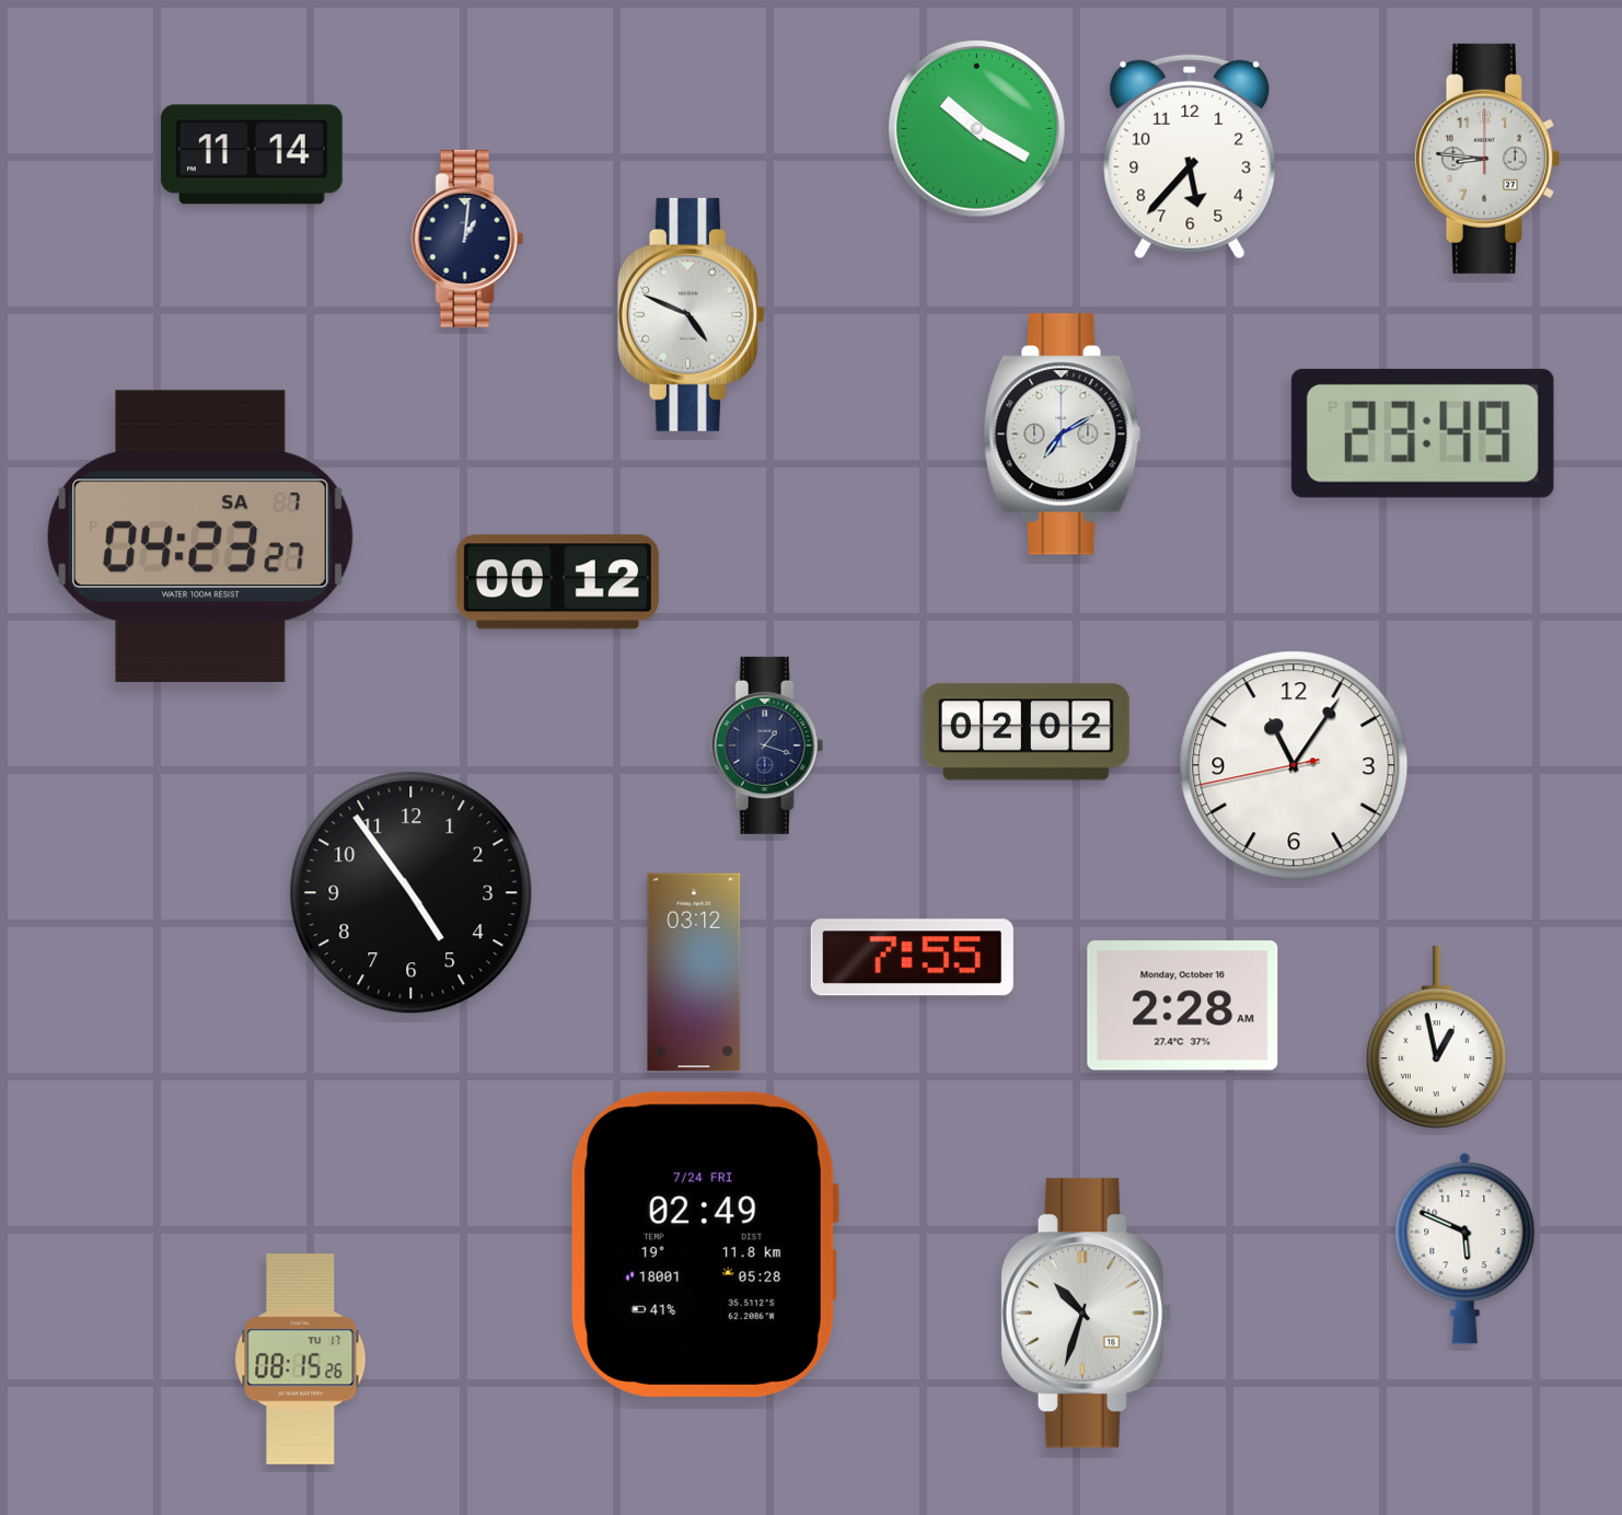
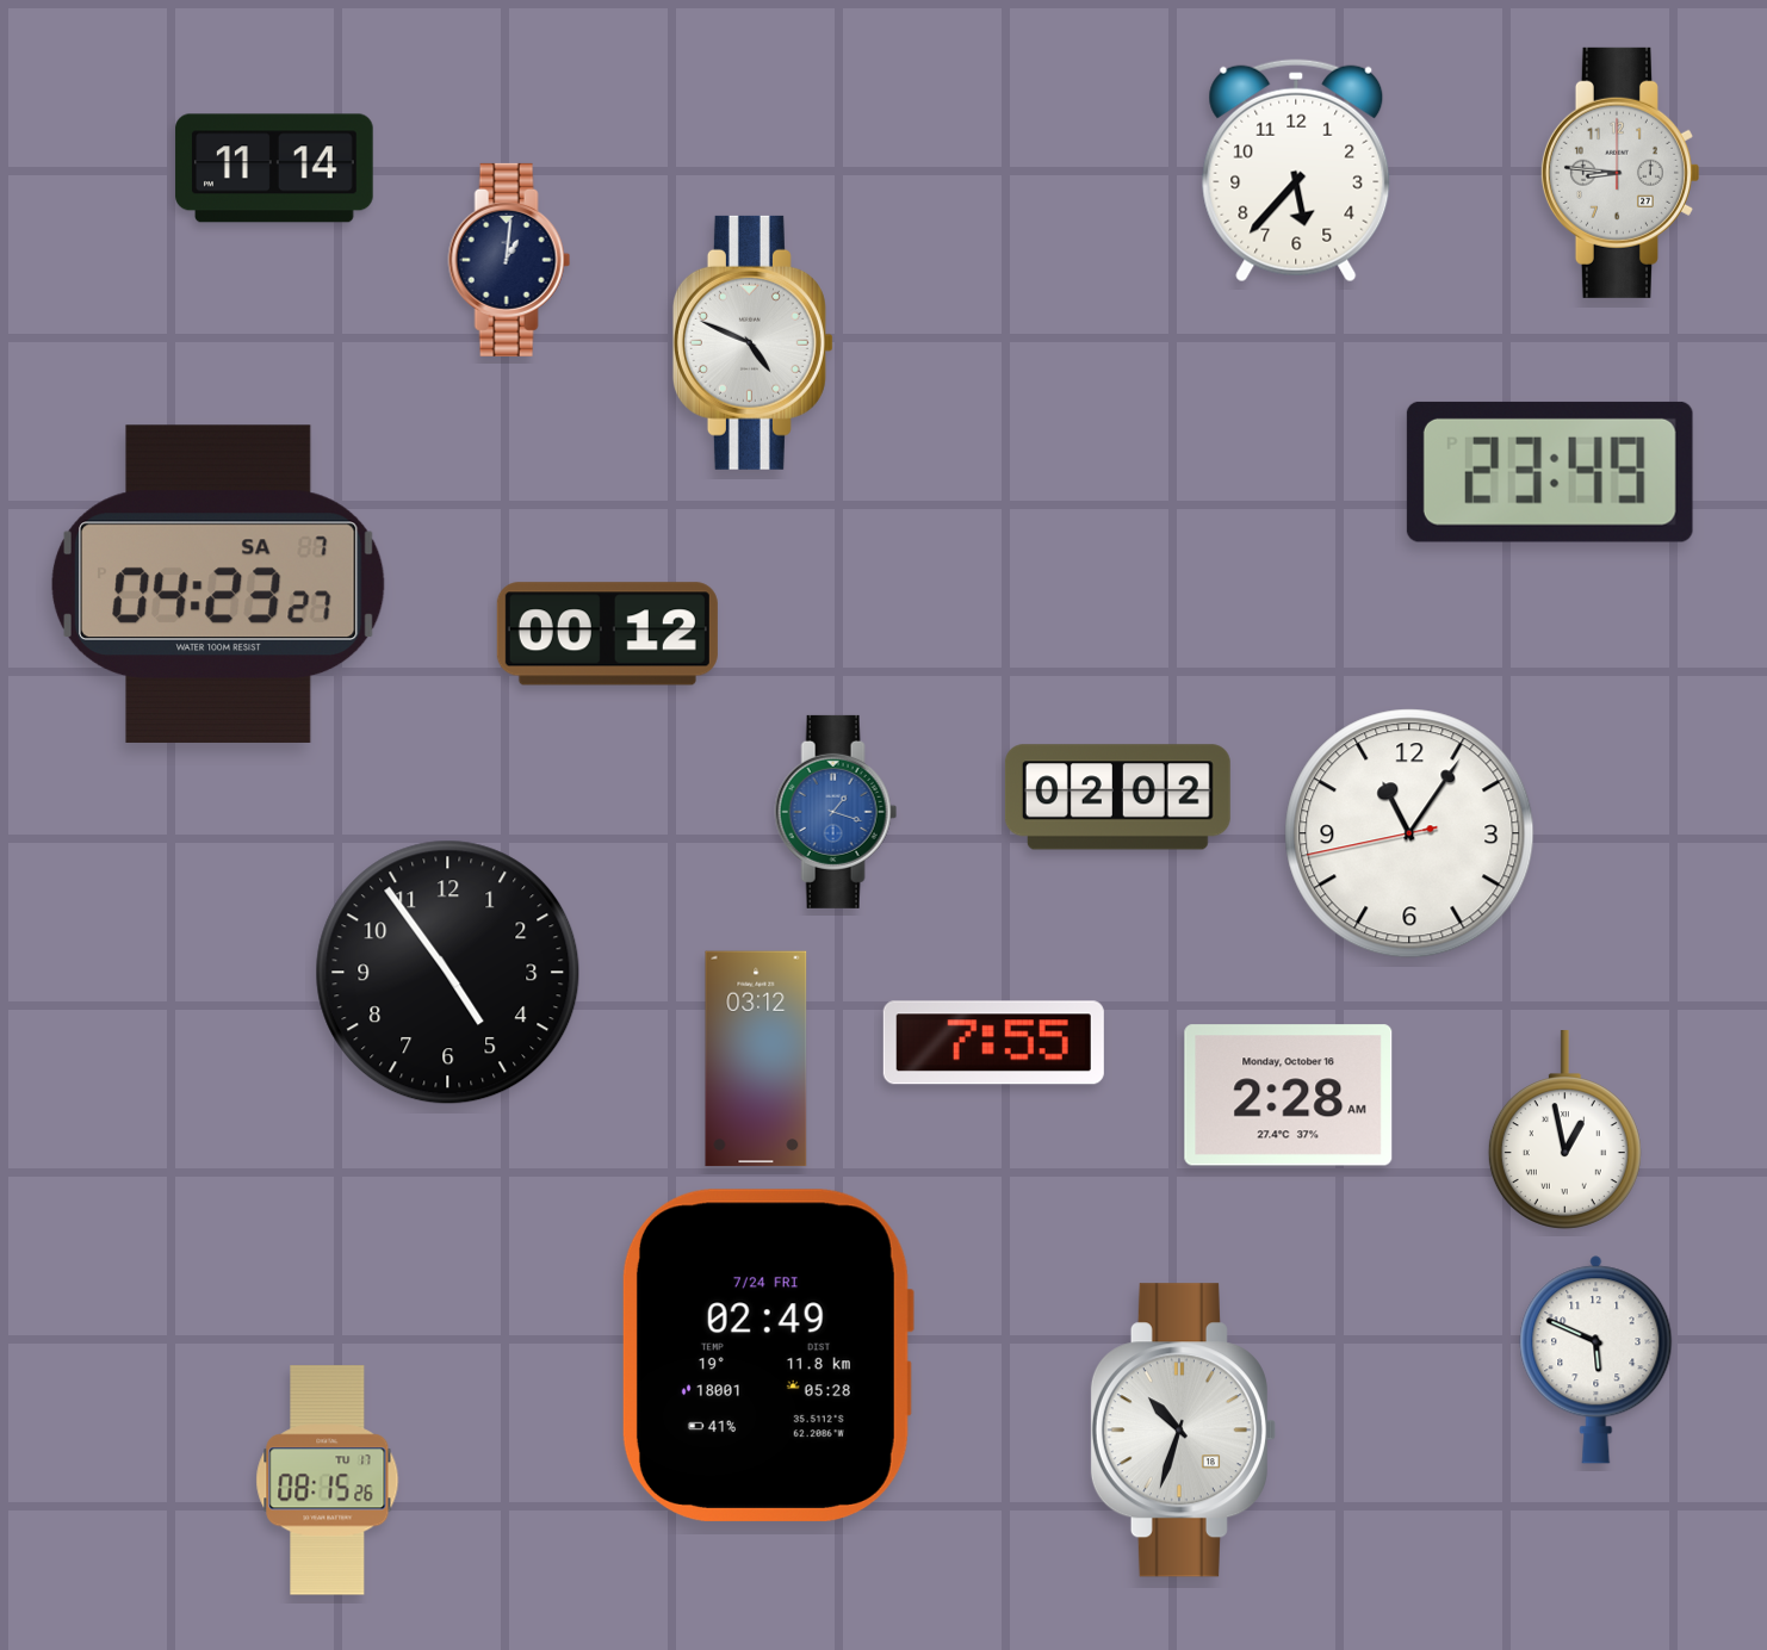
clock at (977, 129): 10:20 -> none
clock at (1063, 435): 7:10 -> none
clock at (767, 745) dial: navy -> blue
